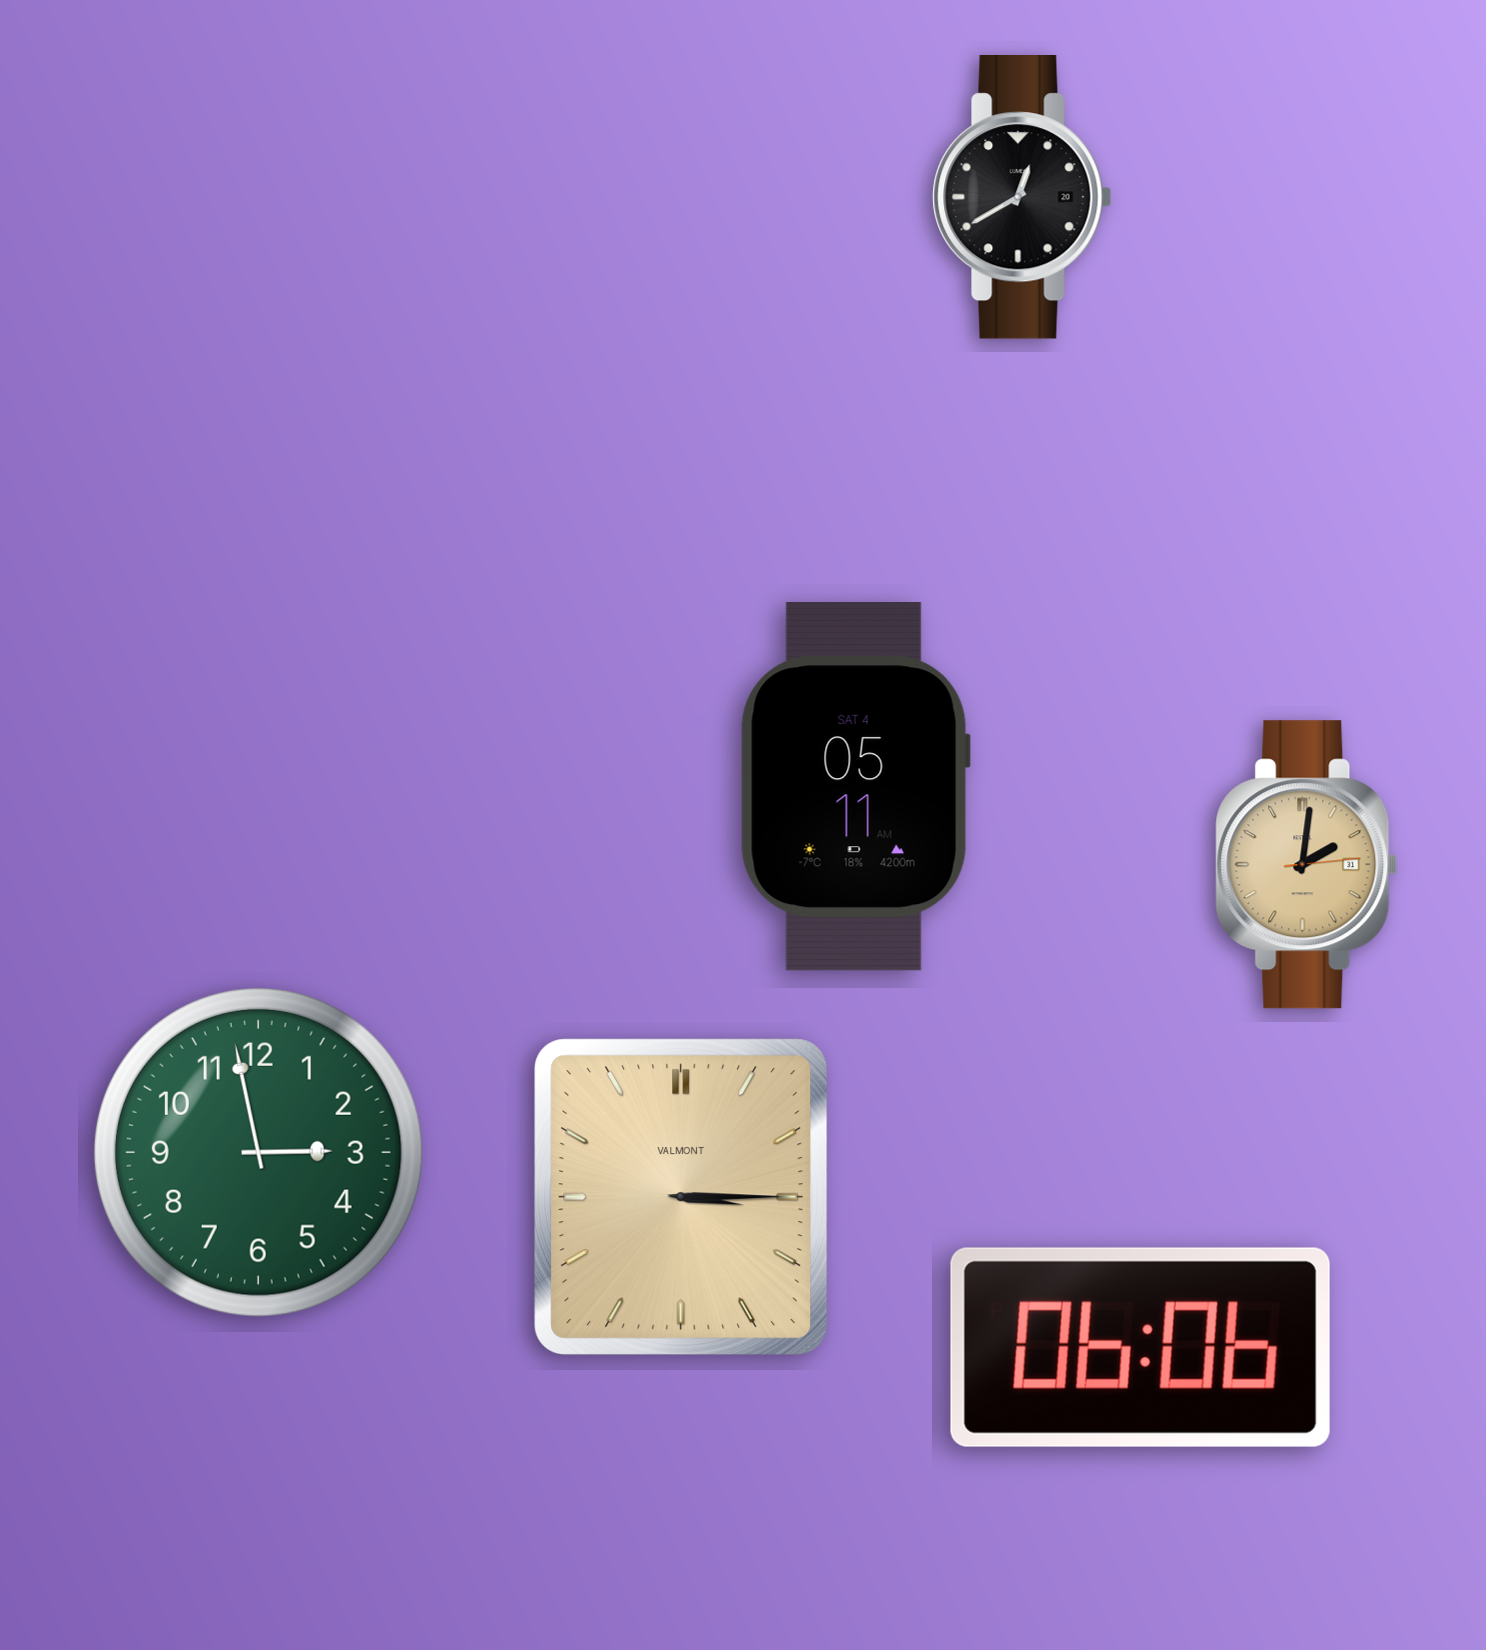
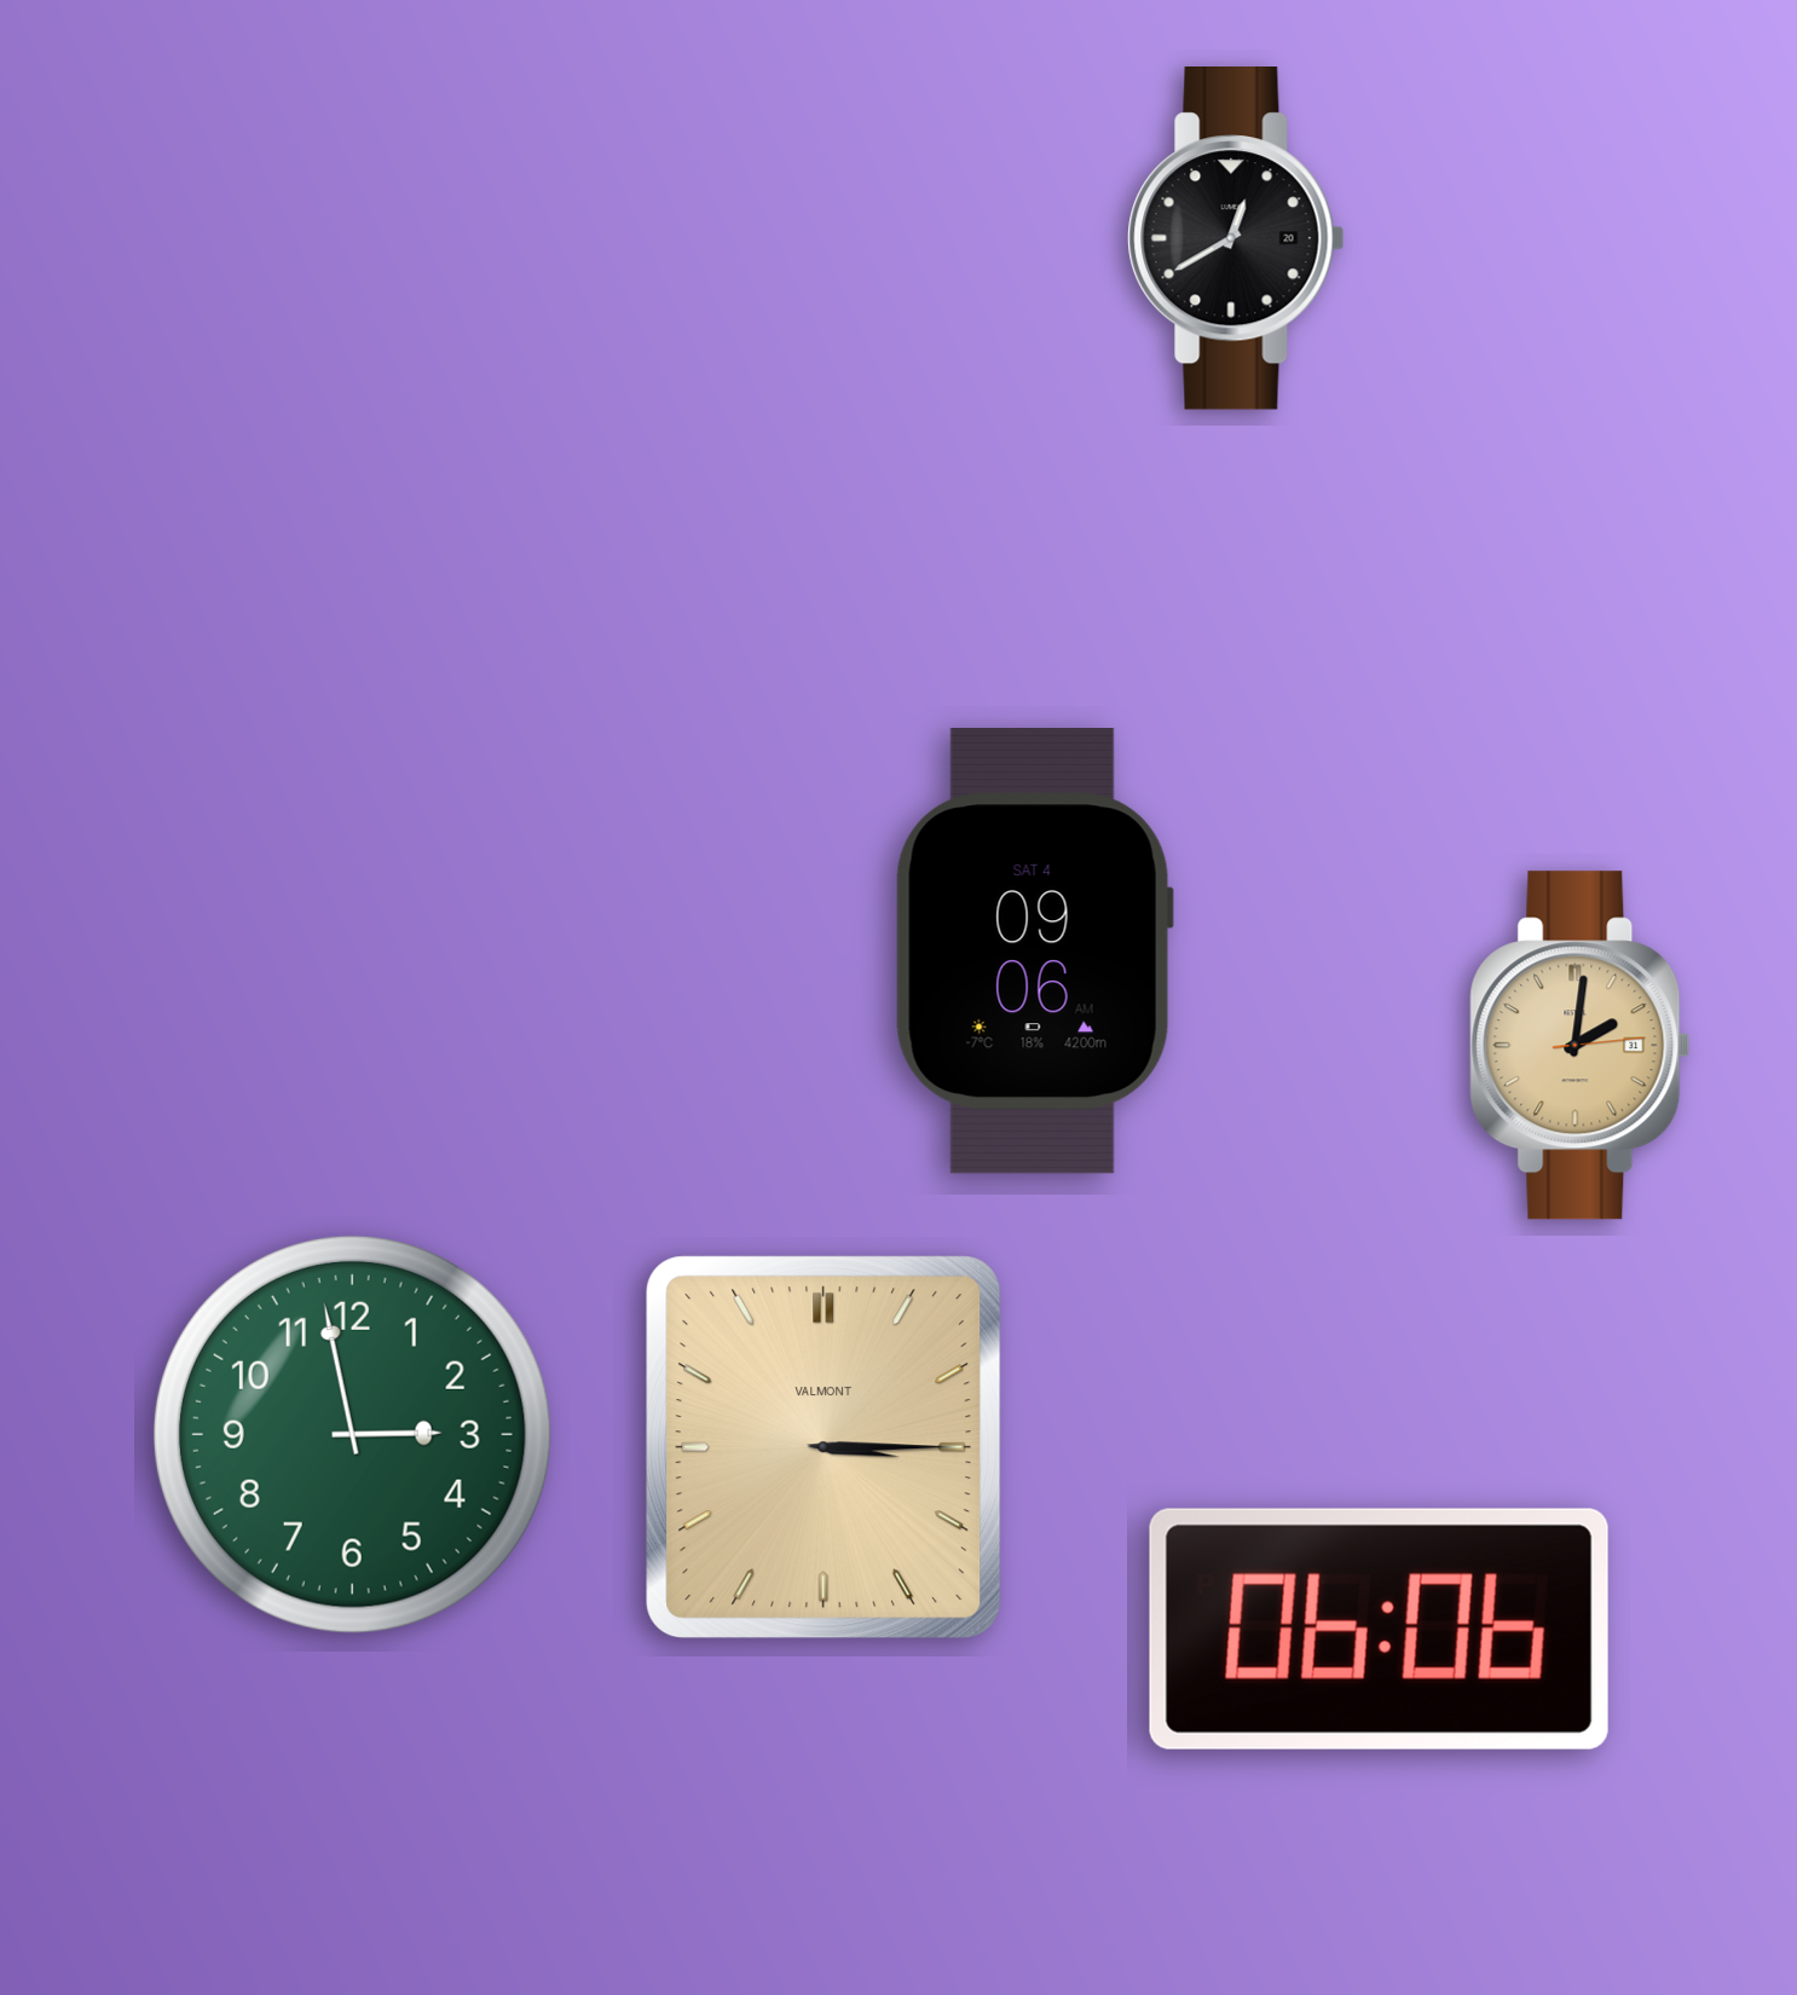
clock at (855, 787): 05:11 -> 09:06
clock at (258, 1152) position: (258, 1152) -> (352, 1434)
